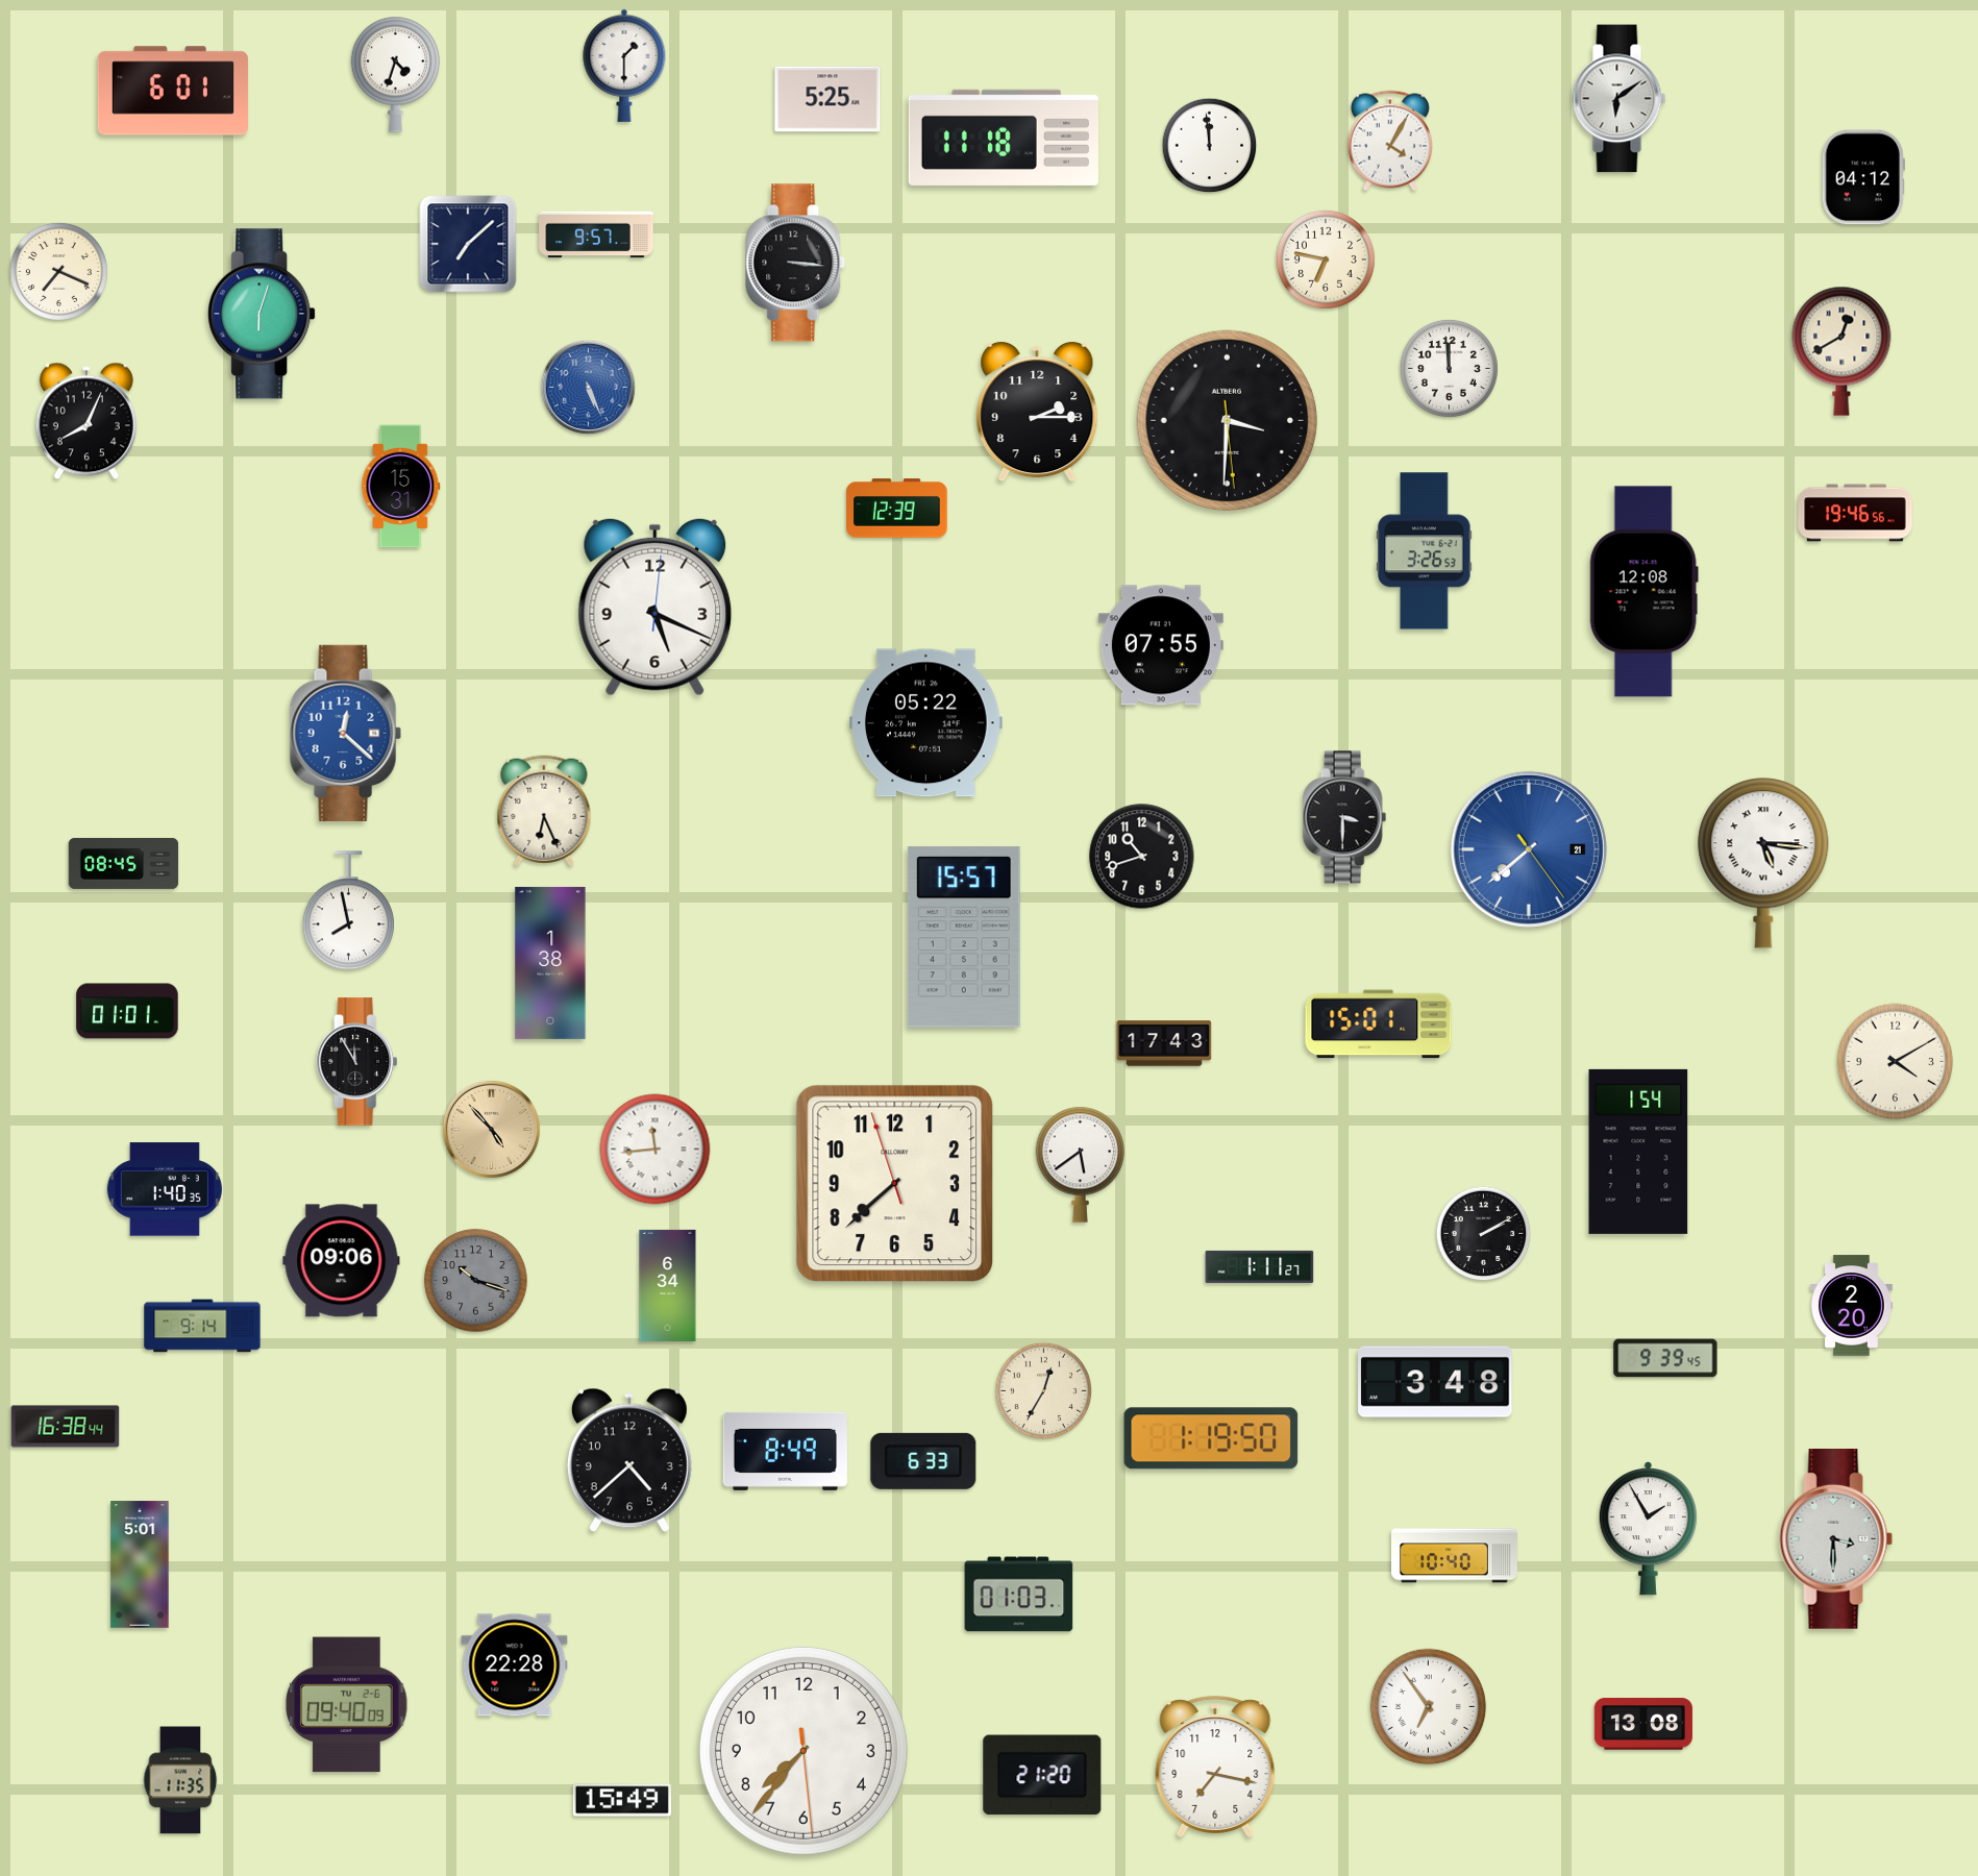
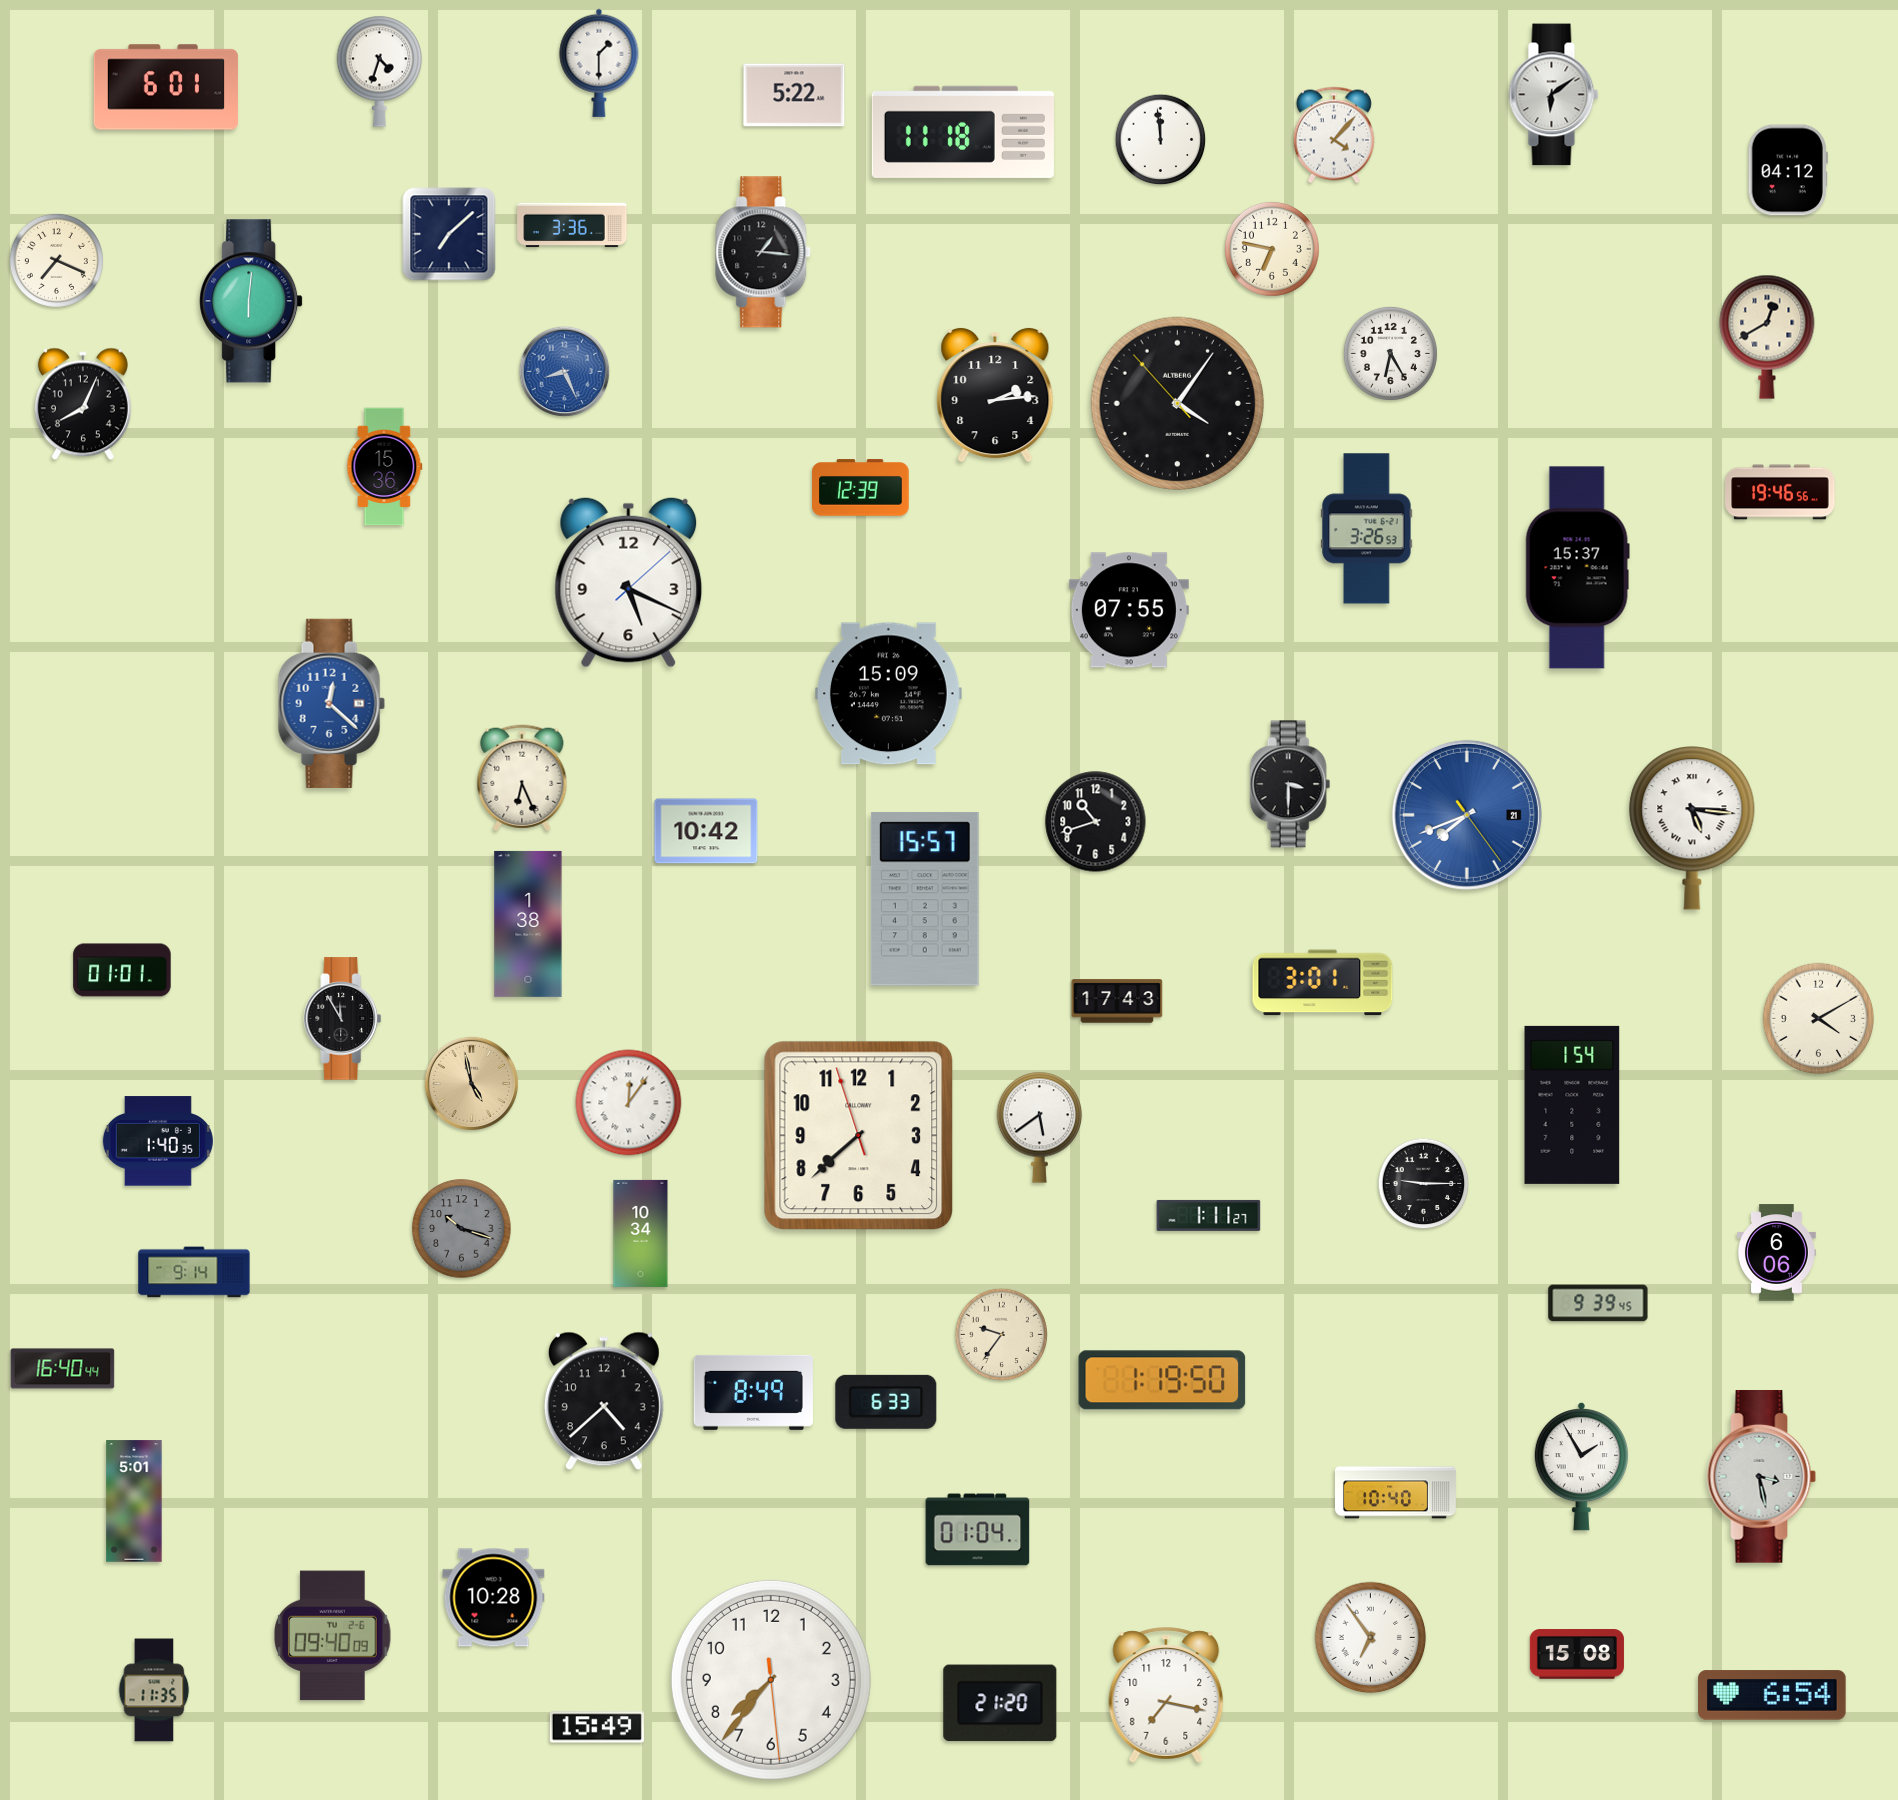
clock at (827, 99): 5:25 -> 5:22
clock at (1390, 141): 4:05 -> 4:07
clock at (596, 234): 9:57 -> 3:36
clock at (796, 263): 3:16 -> 1:16
clock at (262, 314): 6:03 -> 6:01
clock at (1449, 368): 11:59 -> 6:25
clock at (589, 388): 5:26 -> 8:26
clock at (1037, 412): 2:15 -> 2:14
clock at (1227, 420): 3:30 -> 4:05
clock at (401, 487): 15:31 -> 15:36
clock at (1643, 592): 12:08 -> 15:37
clock at (656, 607): 5:19:01 -> 5:19:08
clock at (1161, 645) position: (1161, 645) -> (1129, 610)
clock at (925, 723): 05:22 -> 15:09
clock at (1529, 849): 7:38 -> 7:41
clock at (124, 863): 08:45 -> none
clock at (706, 831): none -> 10:42
clock at (348, 911): 7:58 -> none
clock at (1379, 1025): 15:01 -> 3:01
clock at (491, 1129): 4:53 -> 4:58
clock at (656, 1150): 11:44 -> 12:06
clock at (1081, 1164) position: (1081, 1164) -> (1040, 1127)
clock at (1484, 1234): 2:10 -> 9:15
clock at (342, 1261): 09:06 -> none
clock at (476, 1281) position: (476, 1281) -> (462, 1229)
clock at (668, 1285): 6:34 -> 10:34
clock at (1851, 1306): 2:20 -> 6:06
clock at (1435, 1382): 3:48 -> none
clock at (1043, 1390): 12:35 -> 9:36
clock at (66, 1427): 16:38 -> 16:40
clock at (1836, 1539): 3:30 -> 3:28
clock at (1019, 1595): 01:03 -> 01:04
clock at (515, 1665): 22:28 -> 10:28
clock at (1643, 1724): 13:08 -> 15:08
clock at (1772, 1695): none -> 6:54
clock at (180, 1780) position: (180, 1780) -> (154, 1690)
